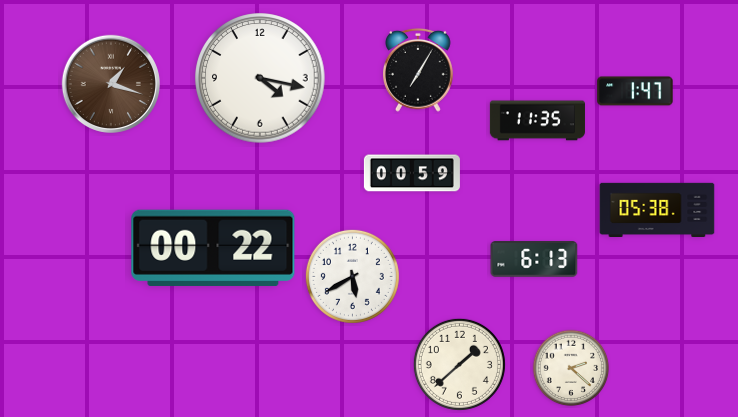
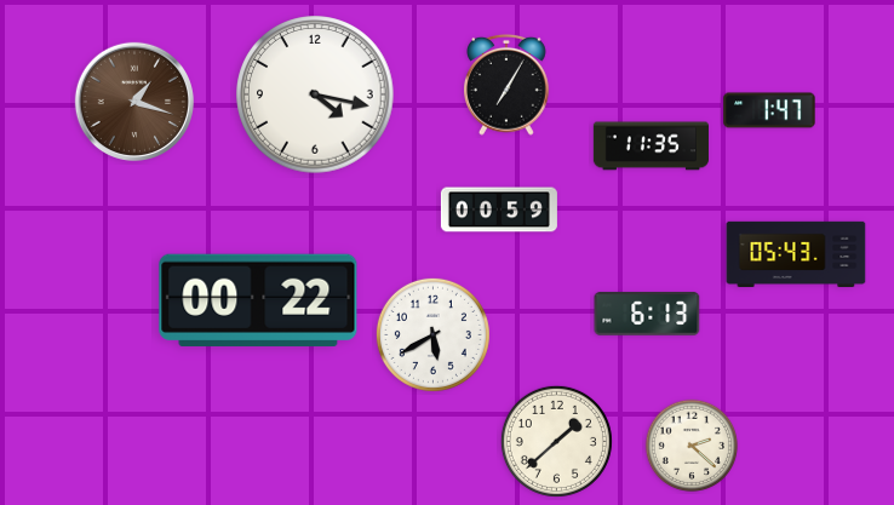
clock at (657, 210): 05:38 -> 05:43
clock at (352, 276) position: (352, 276) -> (432, 334)
